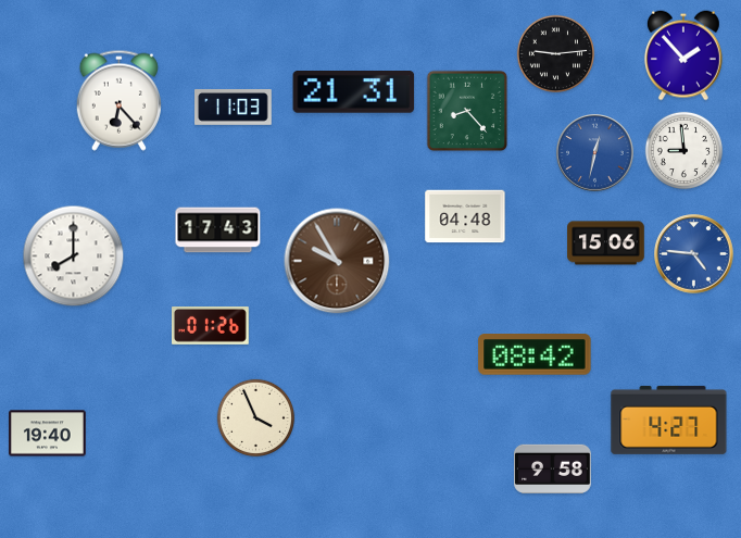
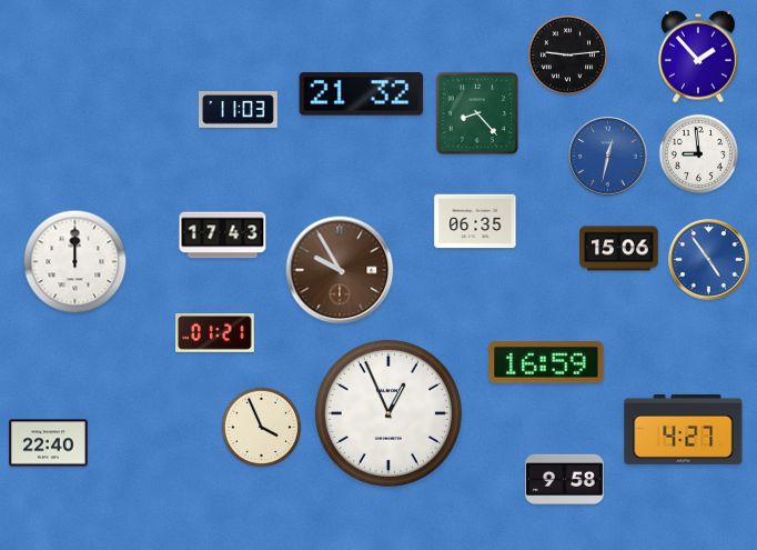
clock at (354, 92): 21:31 -> 21:32
clock at (118, 100): 6:23 -> none
clock at (465, 216): 04:48 -> 06:35
clock at (694, 254): 4:46 -> 4:54
clock at (74, 257): 8:00 -> 12:00
clock at (337, 261) position: (337, 261) -> (340, 270)
clock at (211, 326): 01:26 -> 01:21
clock at (535, 354): 08:42 -> 16:59
clock at (388, 413): none -> 12:56
clock at (48, 434): 19:40 -> 22:40
